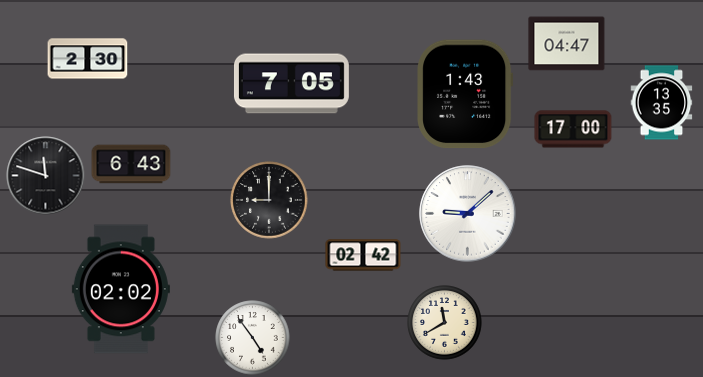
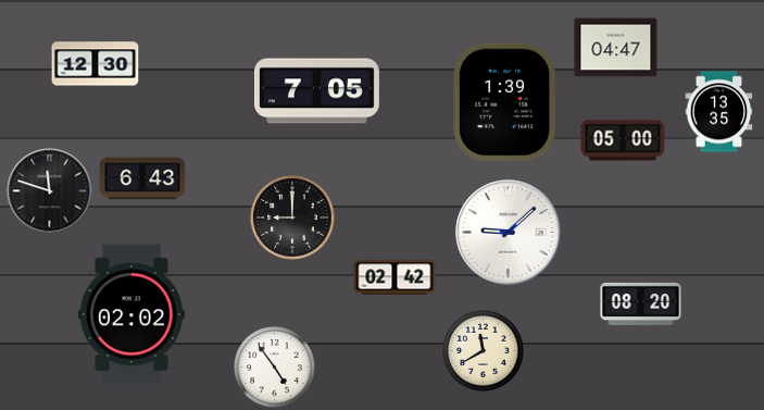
clock at (88, 59): 2:30 -> 12:30
clock at (465, 94): 1:43 -> 1:39
clock at (573, 129): 17:00 -> 05:00
clock at (641, 303): none -> 08:20
